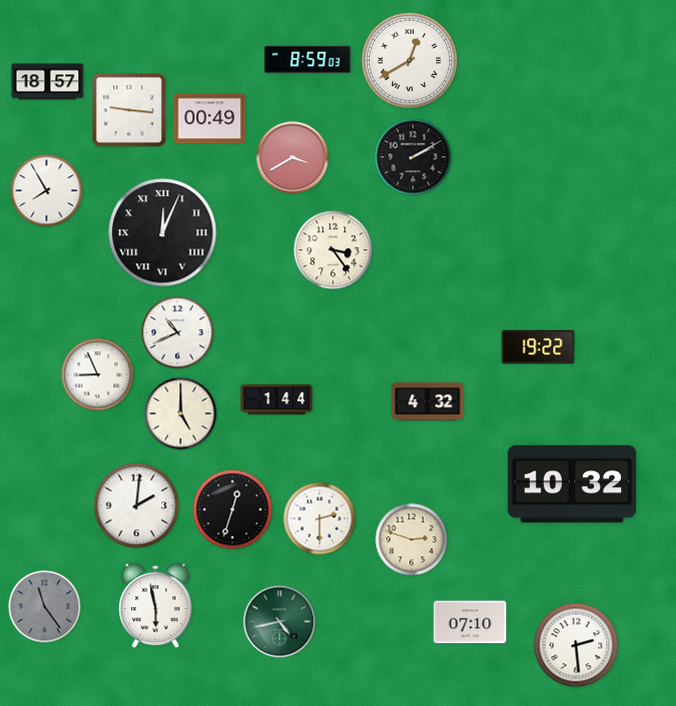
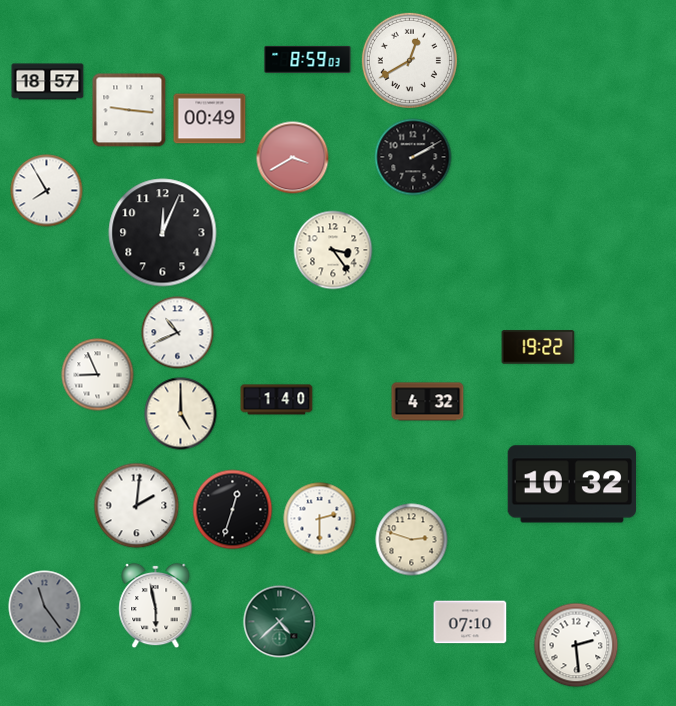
clock at (163, 233) numerals: Roman -> Arabic
clock at (277, 400): 1:44 -> 1:40
clock at (280, 622): 4:43 -> 4:38
